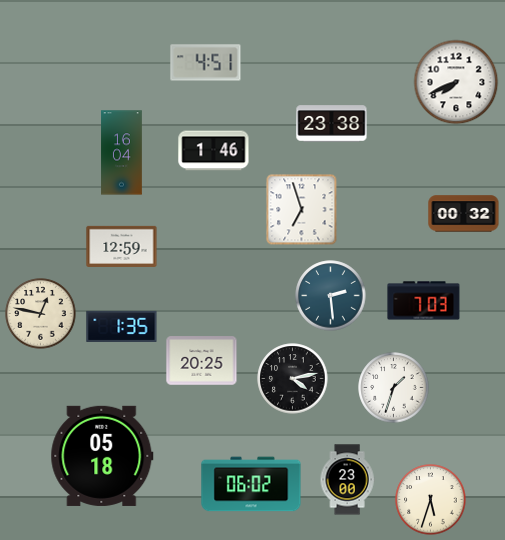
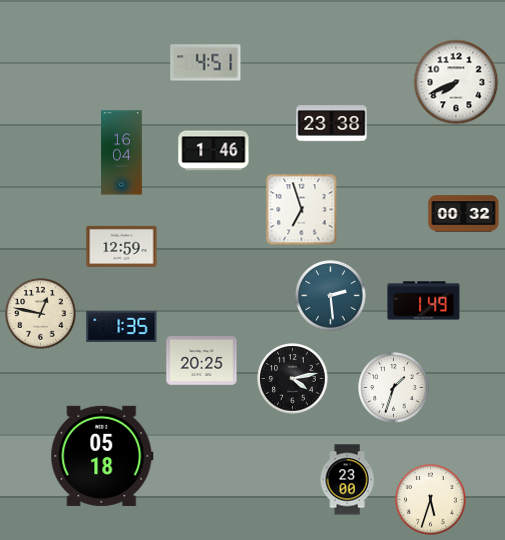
clock at (424, 301): 7:03 -> 1:49
clock at (251, 484): 06:02 -> none
